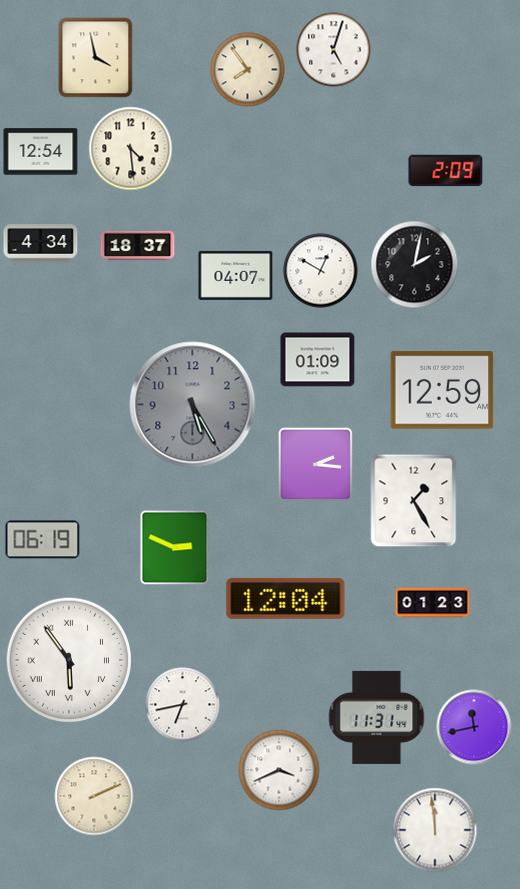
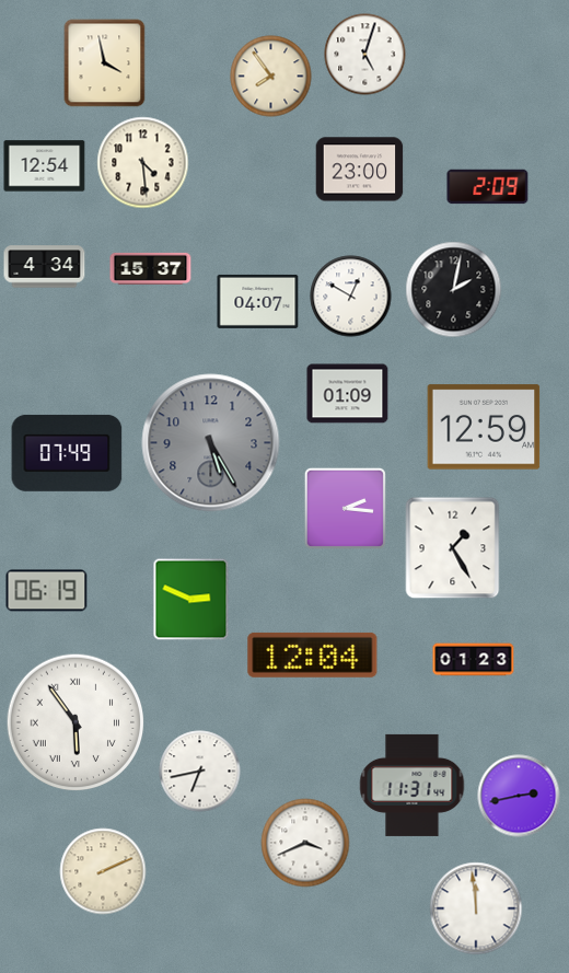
clock at (360, 170): none -> 23:00
clock at (138, 245): 18:37 -> 15:37
clock at (67, 453): none -> 07:49
clock at (474, 727): 11:43 -> 2:43
